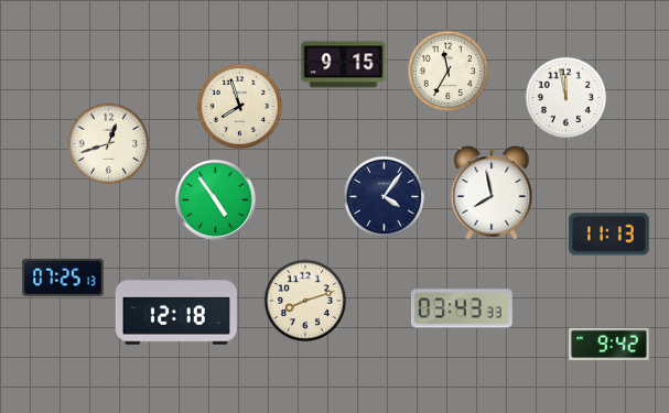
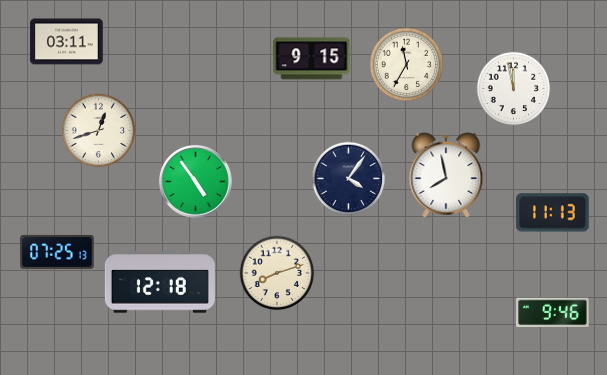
clock at (67, 42): none -> 03:11
clock at (239, 106): 7:57 -> none
clock at (462, 308): 03:43 -> none
clock at (609, 345): 9:42 -> 9:46
